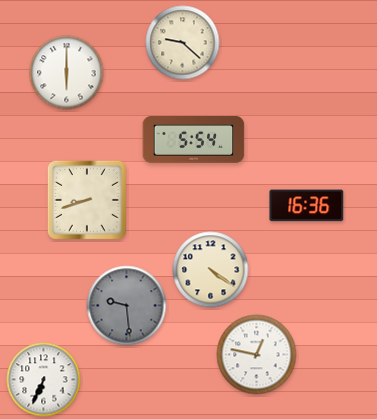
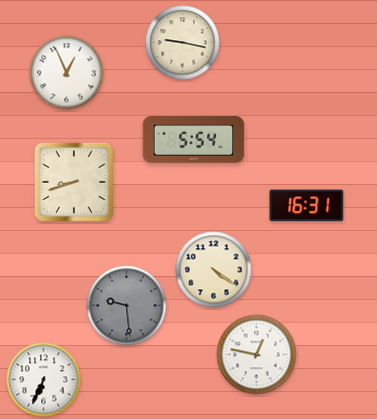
clock at (183, 43): 9:22 -> 9:17
clock at (67, 73): 6:00 -> 12:56
clock at (87, 200) position: (87, 200) -> (74, 182)
clock at (307, 206): 16:36 -> 16:31
clock at (211, 270) position: (211, 270) -> (214, 270)
